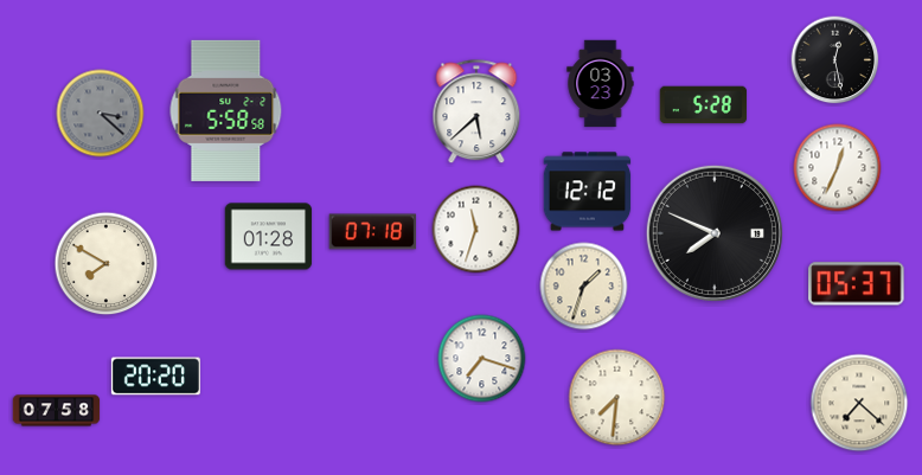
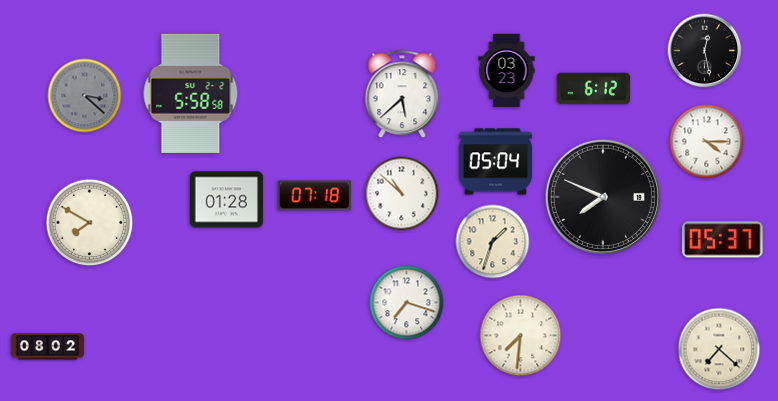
clock at (704, 105): 5:28 -> 6:12
clock at (838, 168): 12:34 -> 4:15
clock at (588, 192): 12:12 -> 05:04
clock at (476, 230): 11:33 -> 10:52
clock at (155, 377): 20:20 -> none
clock at (859, 403) position: (859, 403) -> (719, 349)
clock at (57, 411): 07:58 -> 08:02
